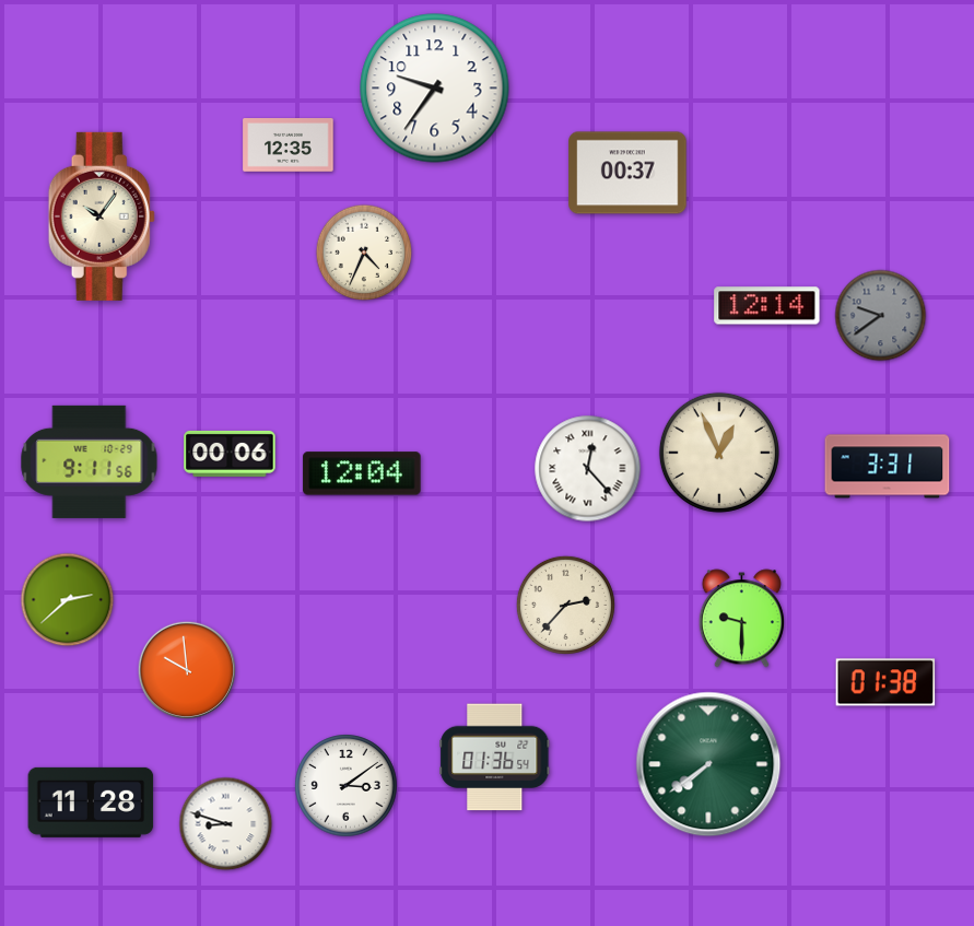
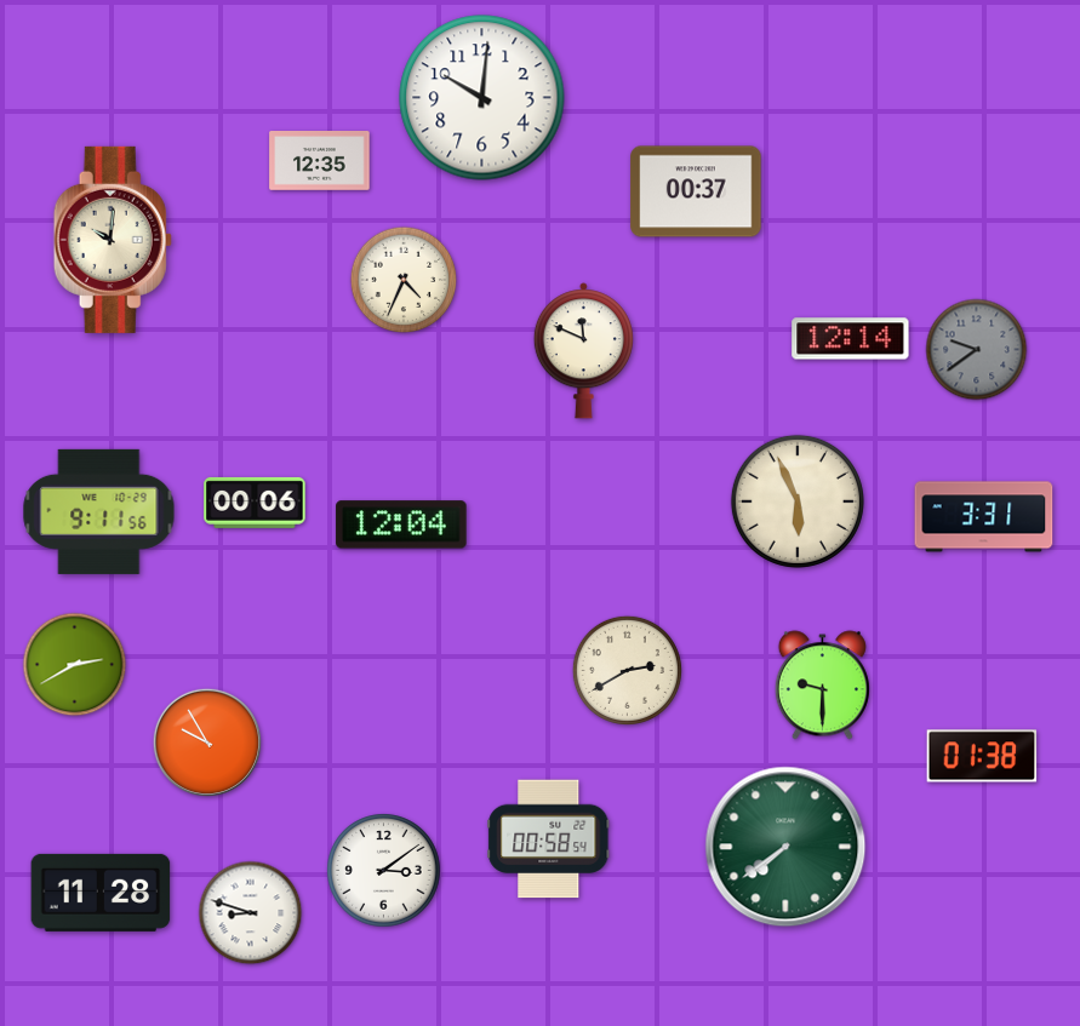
clock at (435, 89): 9:36 -> 10:01
clock at (102, 216): 10:06 -> 10:01
clock at (583, 351): none -> 11:49
clock at (719, 453): 12:56 -> 5:56
clock at (588, 469): 12:23 -> none
clock at (68, 600): 2:38 -> 2:40
clock at (565, 605): 2:37 -> 2:40
clock at (187, 670): 9:59 -> 9:55
clock at (495, 758): 01:36 -> 00:58
clock at (91, 802) position: (91, 802) -> (101, 893)
